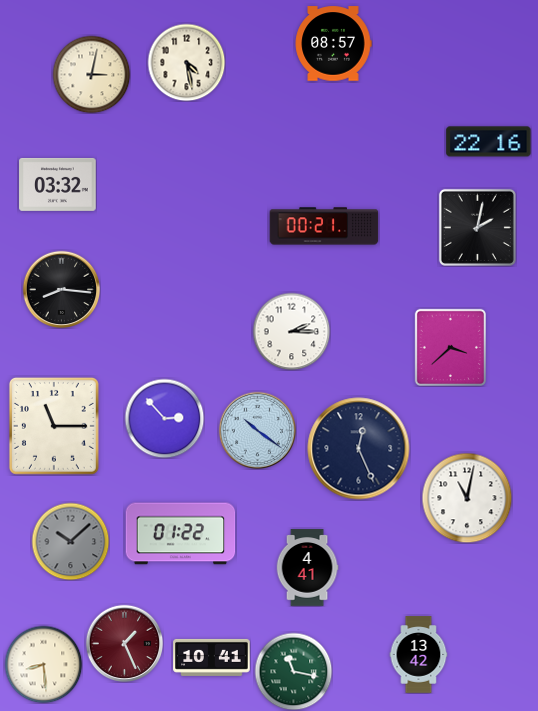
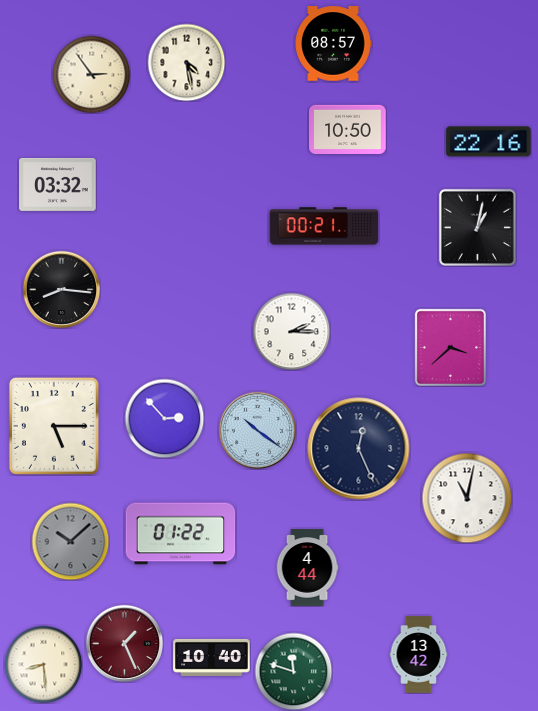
clock at (91, 74): 3:02 -> 2:54
clock at (348, 129): none -> 10:50
clock at (477, 227): 2:02 -> 1:02
clock at (54, 426): 11:15 -> 5:15
clock at (307, 568): 4:41 -> 4:44
clock at (212, 657): 10:41 -> 10:40
clock at (293, 671): 11:17 -> 11:48
